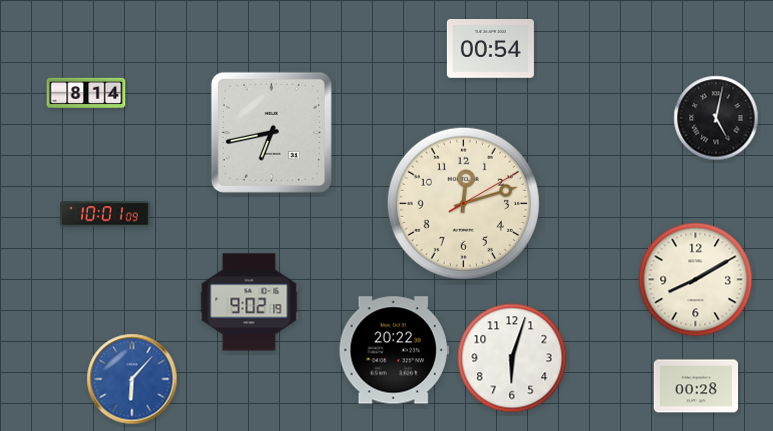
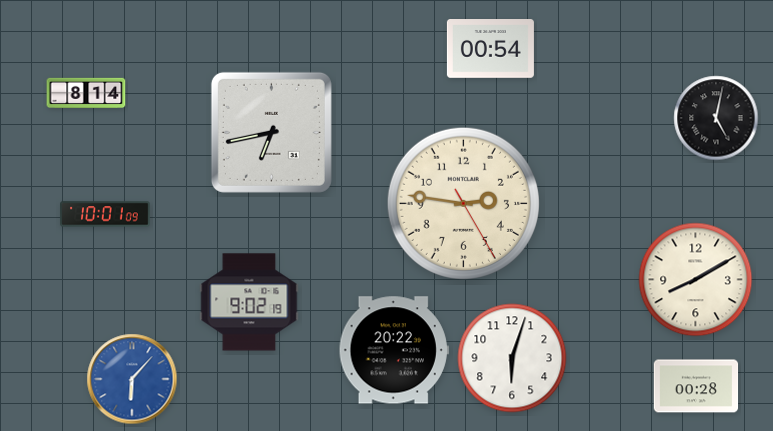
clock at (463, 203): 12:12 -> 2:46
